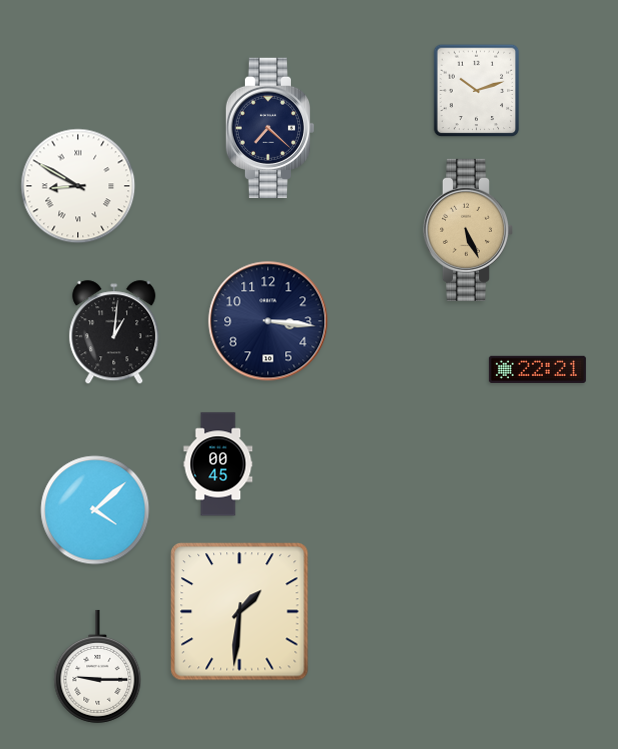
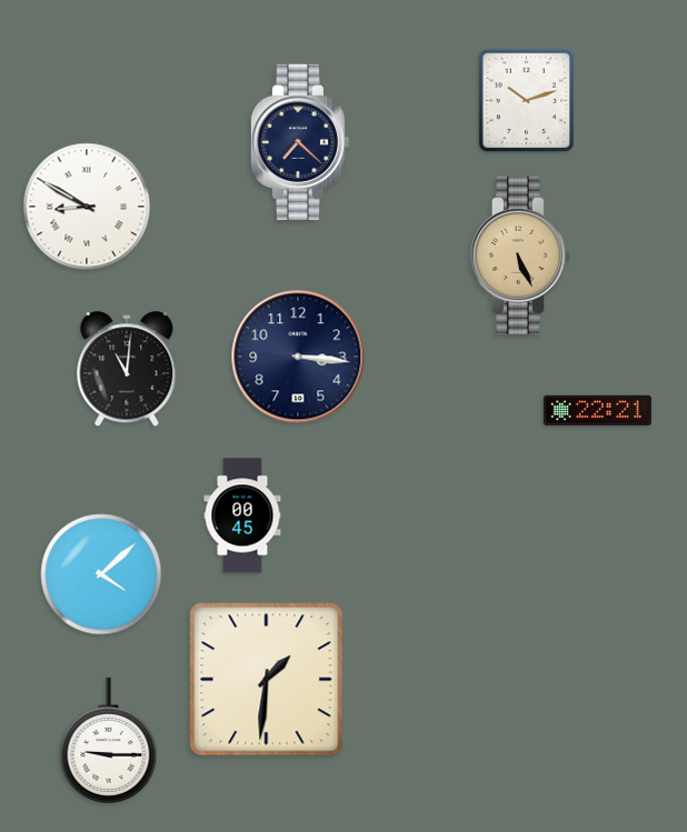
clock at (477, 91) position: (477, 91) -> (527, 101)
clock at (114, 333): 1:01 -> 11:01
clock at (95, 510) position: (95, 510) -> (101, 574)
